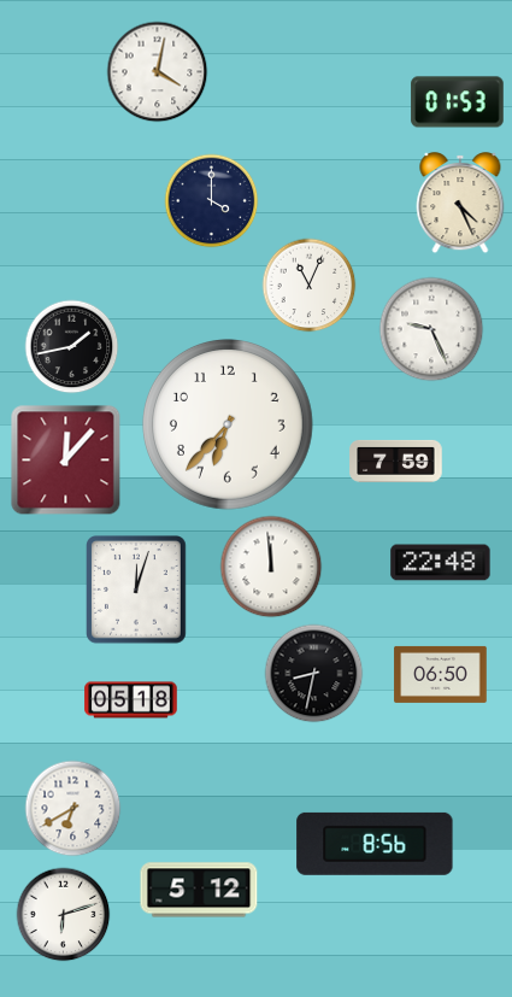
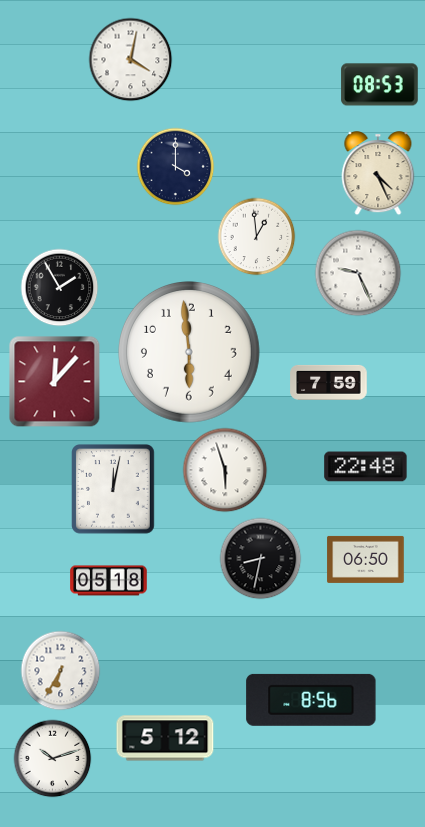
clock at (458, 102): 01:53 -> 08:53
clock at (460, 204) position: (460, 204) -> (378, 174)
clock at (308, 285): 11:04 -> 12:59
clock at (71, 346): 1:43 -> 1:55
clock at (229, 426): 6:37 -> 5:59
clock at (271, 567): 11:59 -> 5:57
clock at (137, 591): 12:03 -> 12:02
clock at (72, 808): 6:40 -> 6:35
clock at (63, 914): 6:12 -> 10:12
